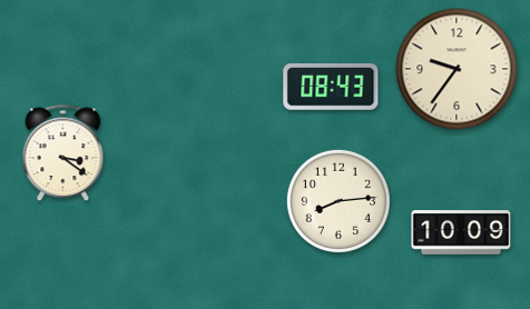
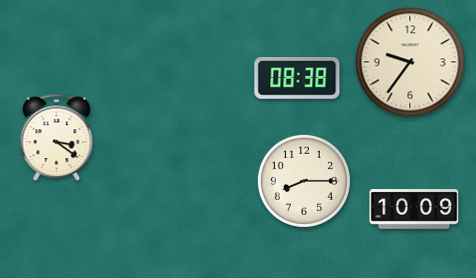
clock at (331, 88): 08:43 -> 08:38
clock at (338, 201): 8:14 -> 8:15
